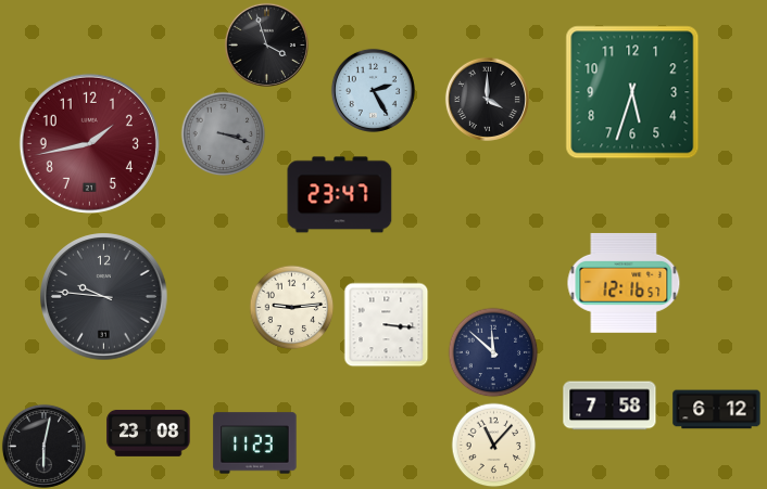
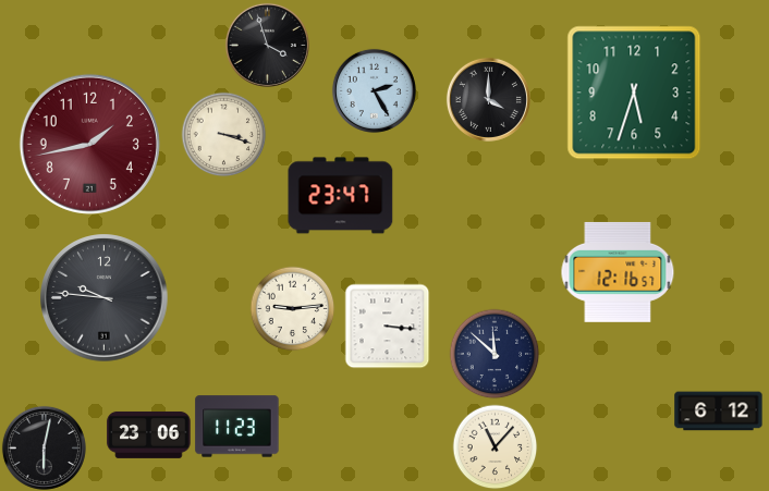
clock at (223, 133) dial: grey -> cream
clock at (624, 283) position: (624, 283) -> (618, 272)
clock at (609, 406): 7:58 -> none
clock at (149, 433): 23:08 -> 23:06
clock at (255, 443) position: (255, 443) -> (237, 427)
